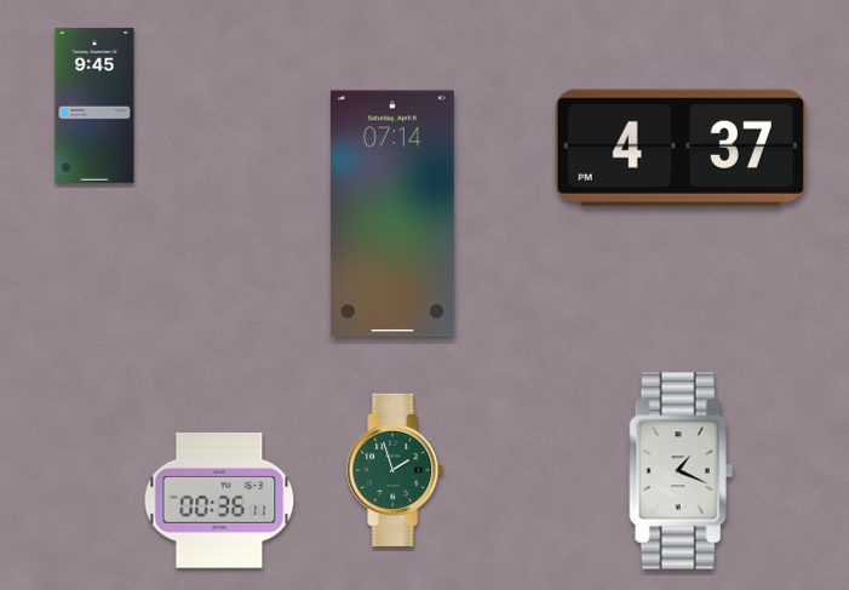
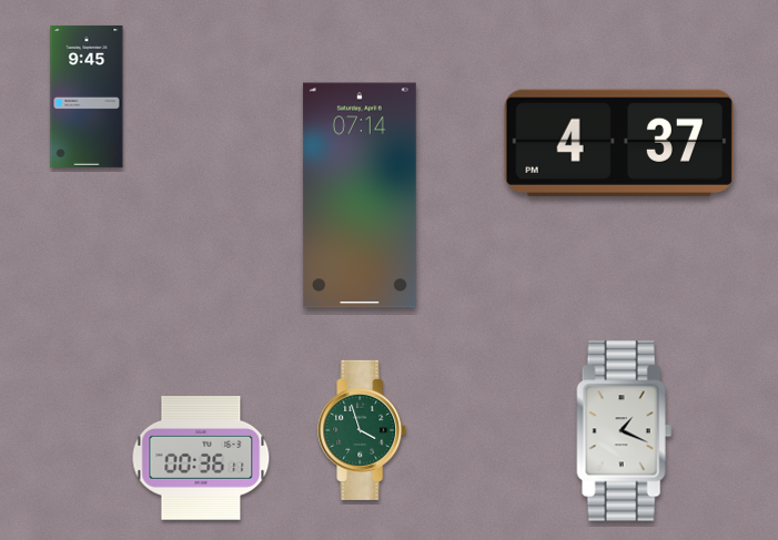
clock at (681, 148) position: (681, 148) -> (619, 143)
clock at (396, 470): 1:57 -> 3:57
